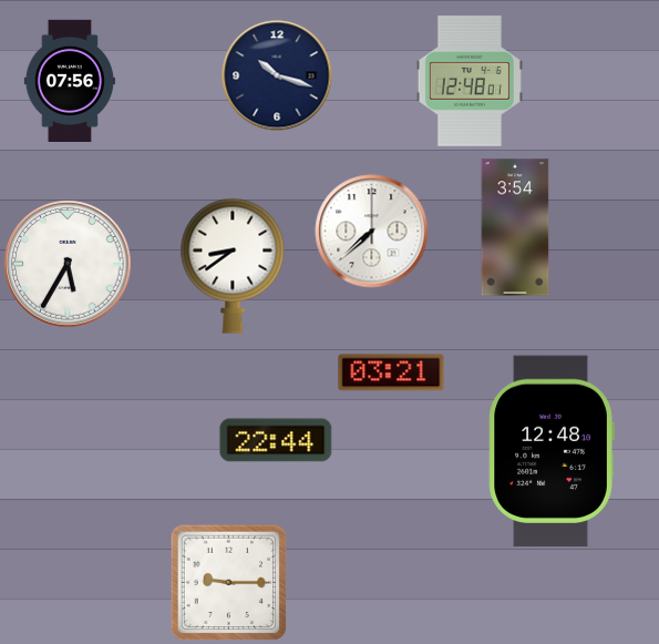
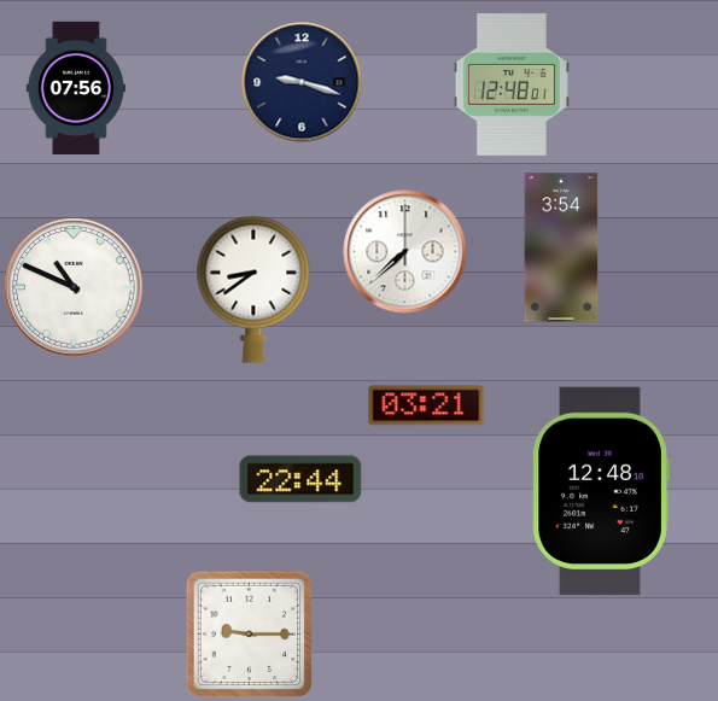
clock at (277, 75): 10:18 -> 9:18
clock at (470, 81) position: (470, 81) -> (512, 84)
clock at (68, 264): 5:35 -> 10:49
